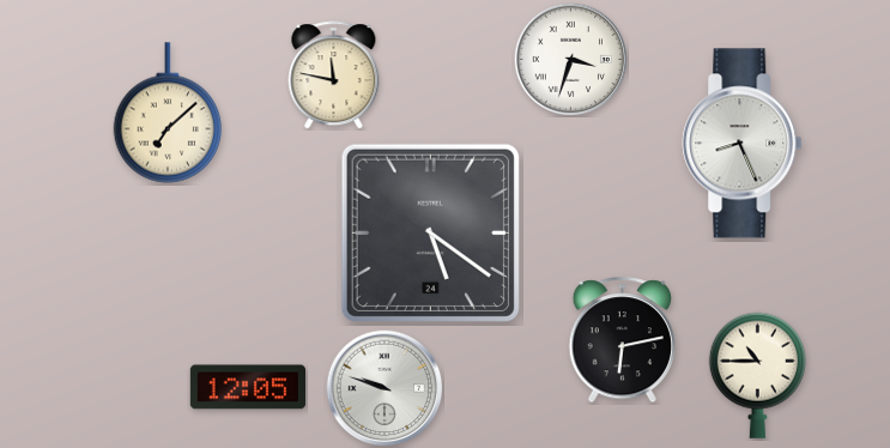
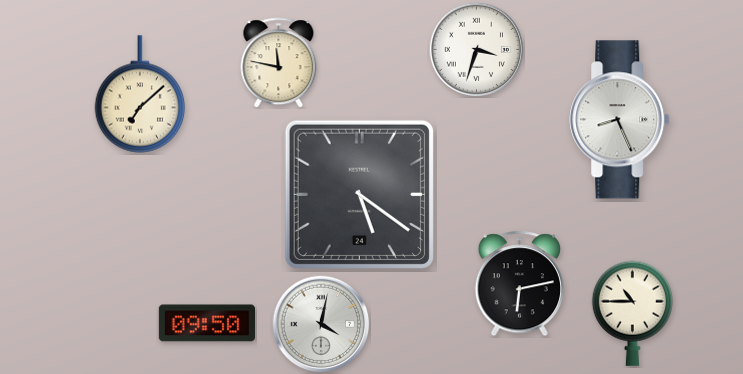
clock at (247, 387): 12:05 -> 09:50
clock at (385, 388): 9:48 -> 4:02
